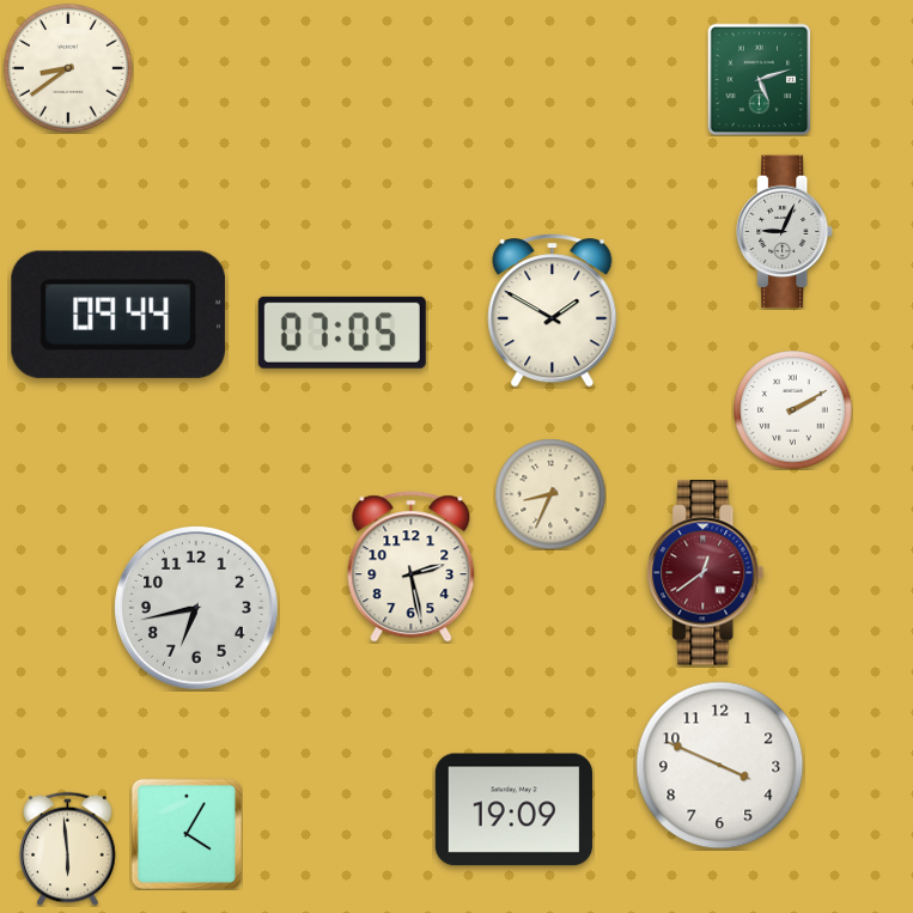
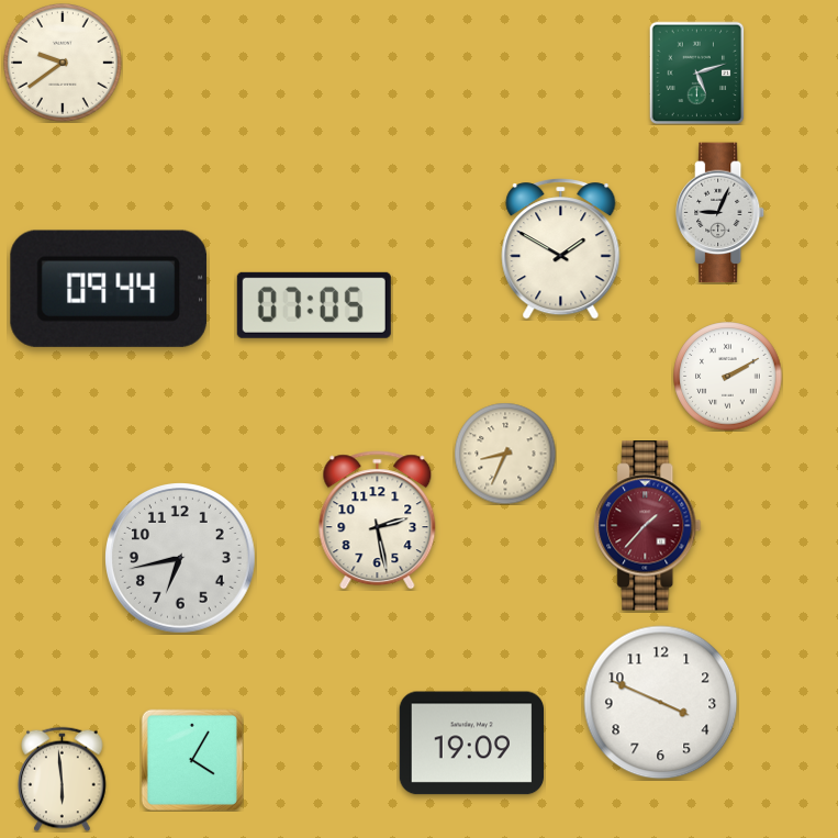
clock at (68, 68): 8:39 -> 9:39
clock at (553, 311) position: (553, 311) -> (561, 249)
clock at (706, 573): 12:39 -> 1:37
clock at (187, 834) position: (187, 834) -> (192, 760)
